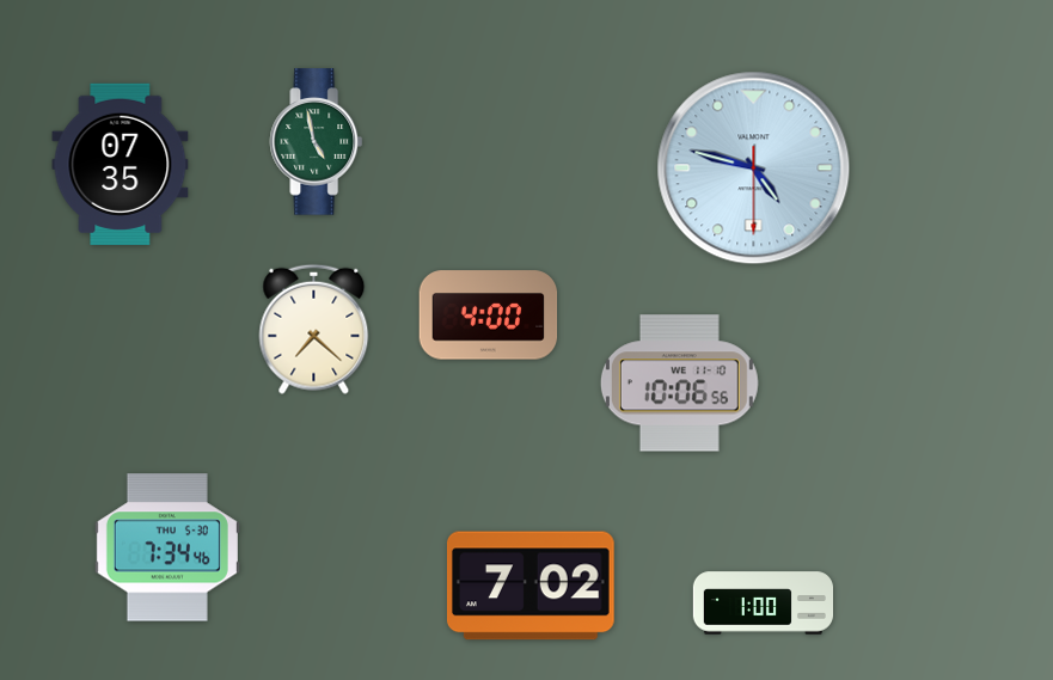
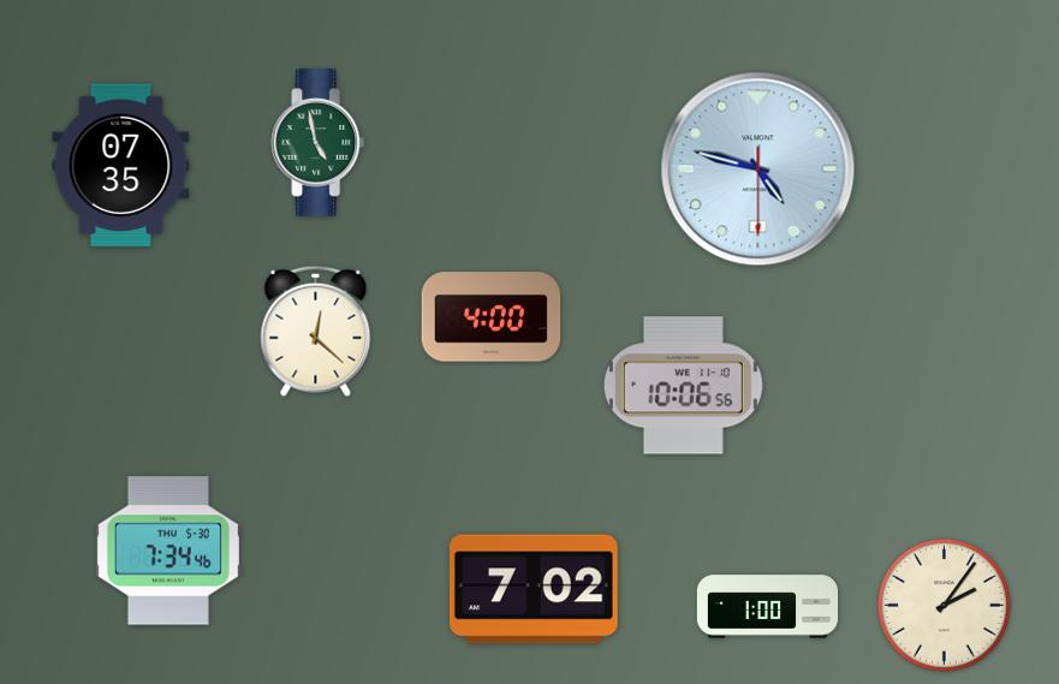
clock at (314, 329): 7:22 -> 12:22
clock at (944, 605): none -> 2:06
